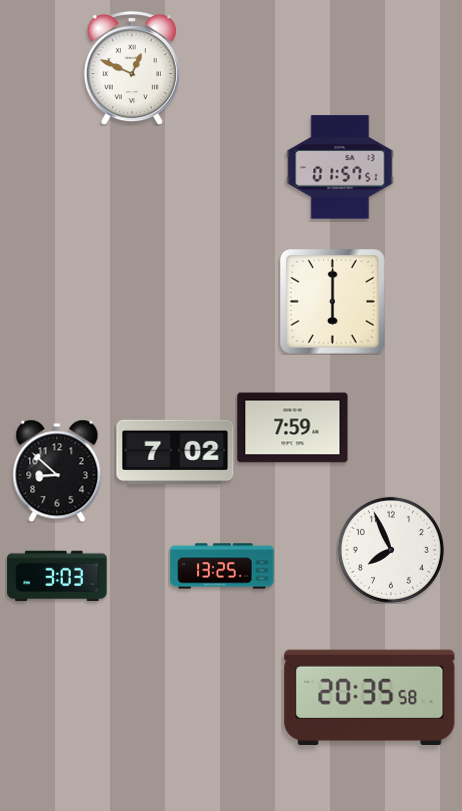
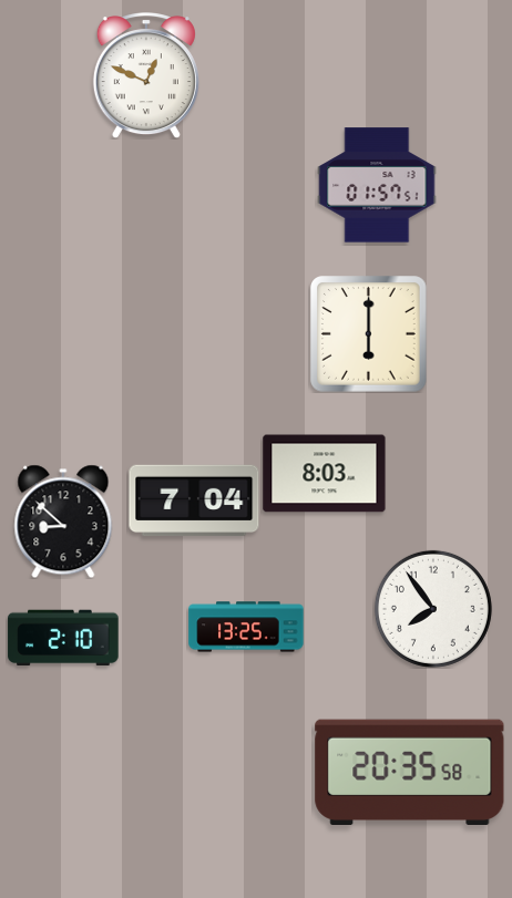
clock at (293, 428): 7:59 -> 8:03
clock at (175, 452): 7:02 -> 7:04
clock at (391, 550): 7:56 -> 7:54
clock at (57, 576): 3:03 -> 2:10
